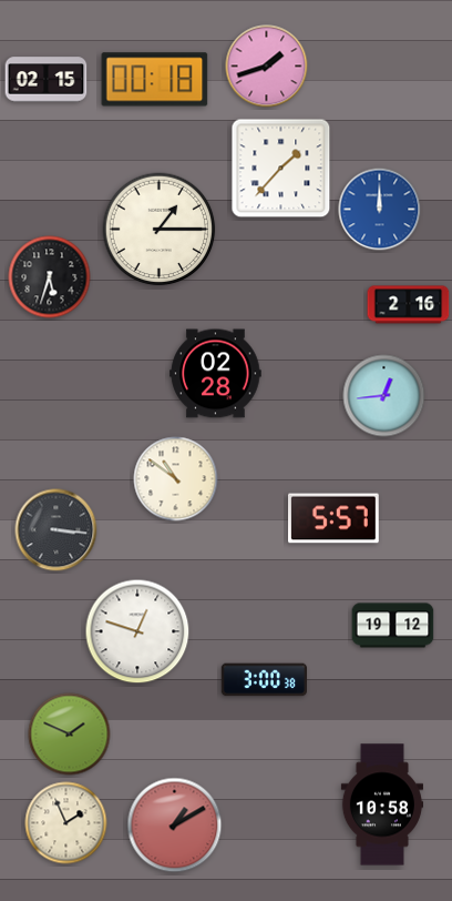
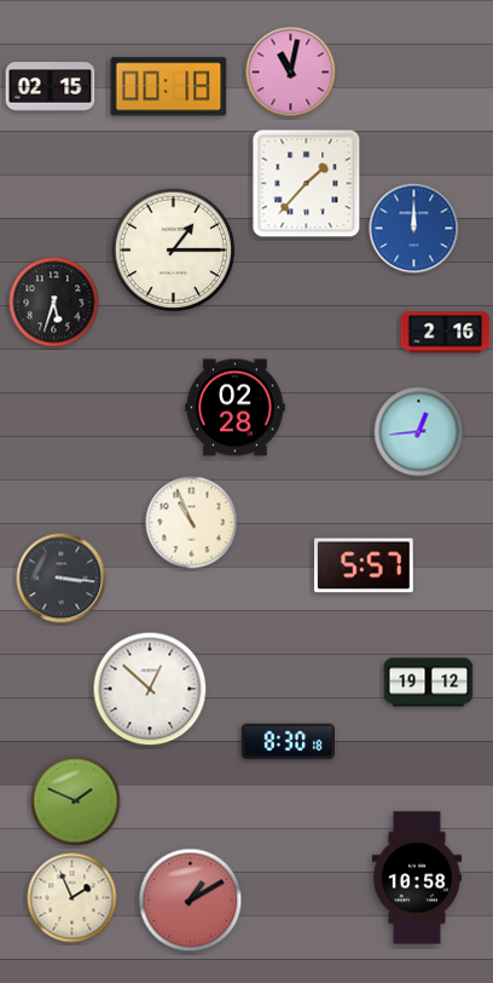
clock at (267, 67): 1:42 -> 11:02
clock at (176, 479): 10:51 -> 10:56
clock at (137, 631): 12:48 -> 12:52
clock at (264, 680): 3:00 -> 8:30
